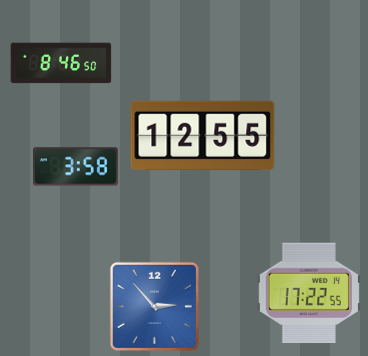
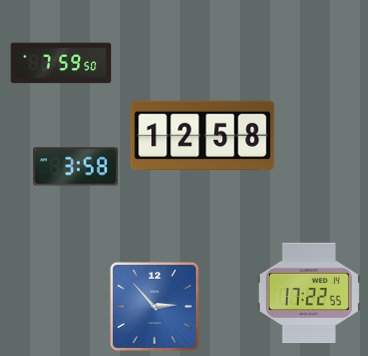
clock at (61, 63): 8:46 -> 7:59
clock at (203, 135): 12:55 -> 12:58
